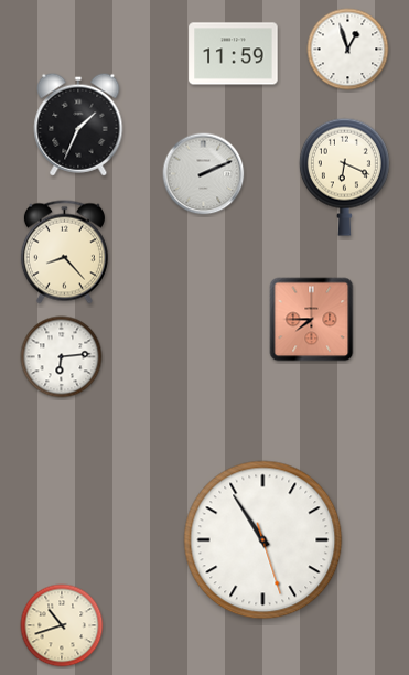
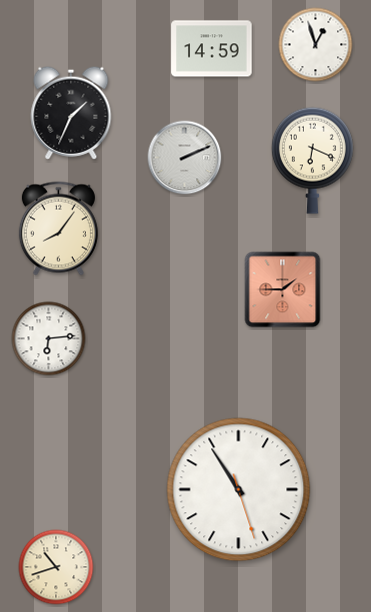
clock at (234, 54): 11:59 -> 14:59
clock at (64, 253): 8:23 -> 8:06
clock at (312, 320): 7:45 -> 1:45
clock at (62, 357) position: (62, 357) -> (49, 339)
